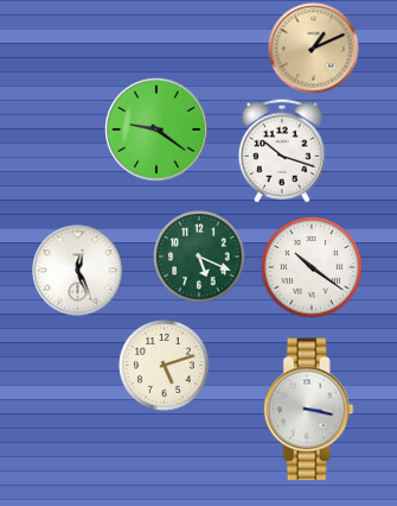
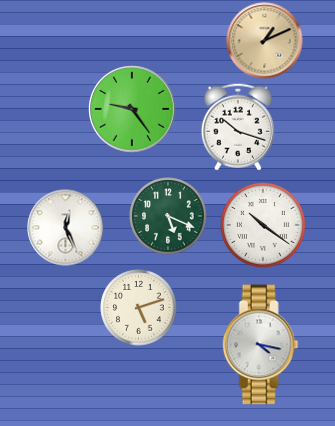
clock at (156, 129): 9:21 -> 9:24
clock at (308, 410): 3:17 -> 4:17
